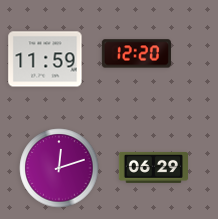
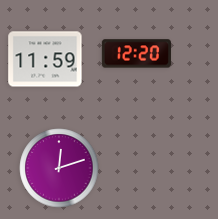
clock at (153, 167): 06:29 -> none
